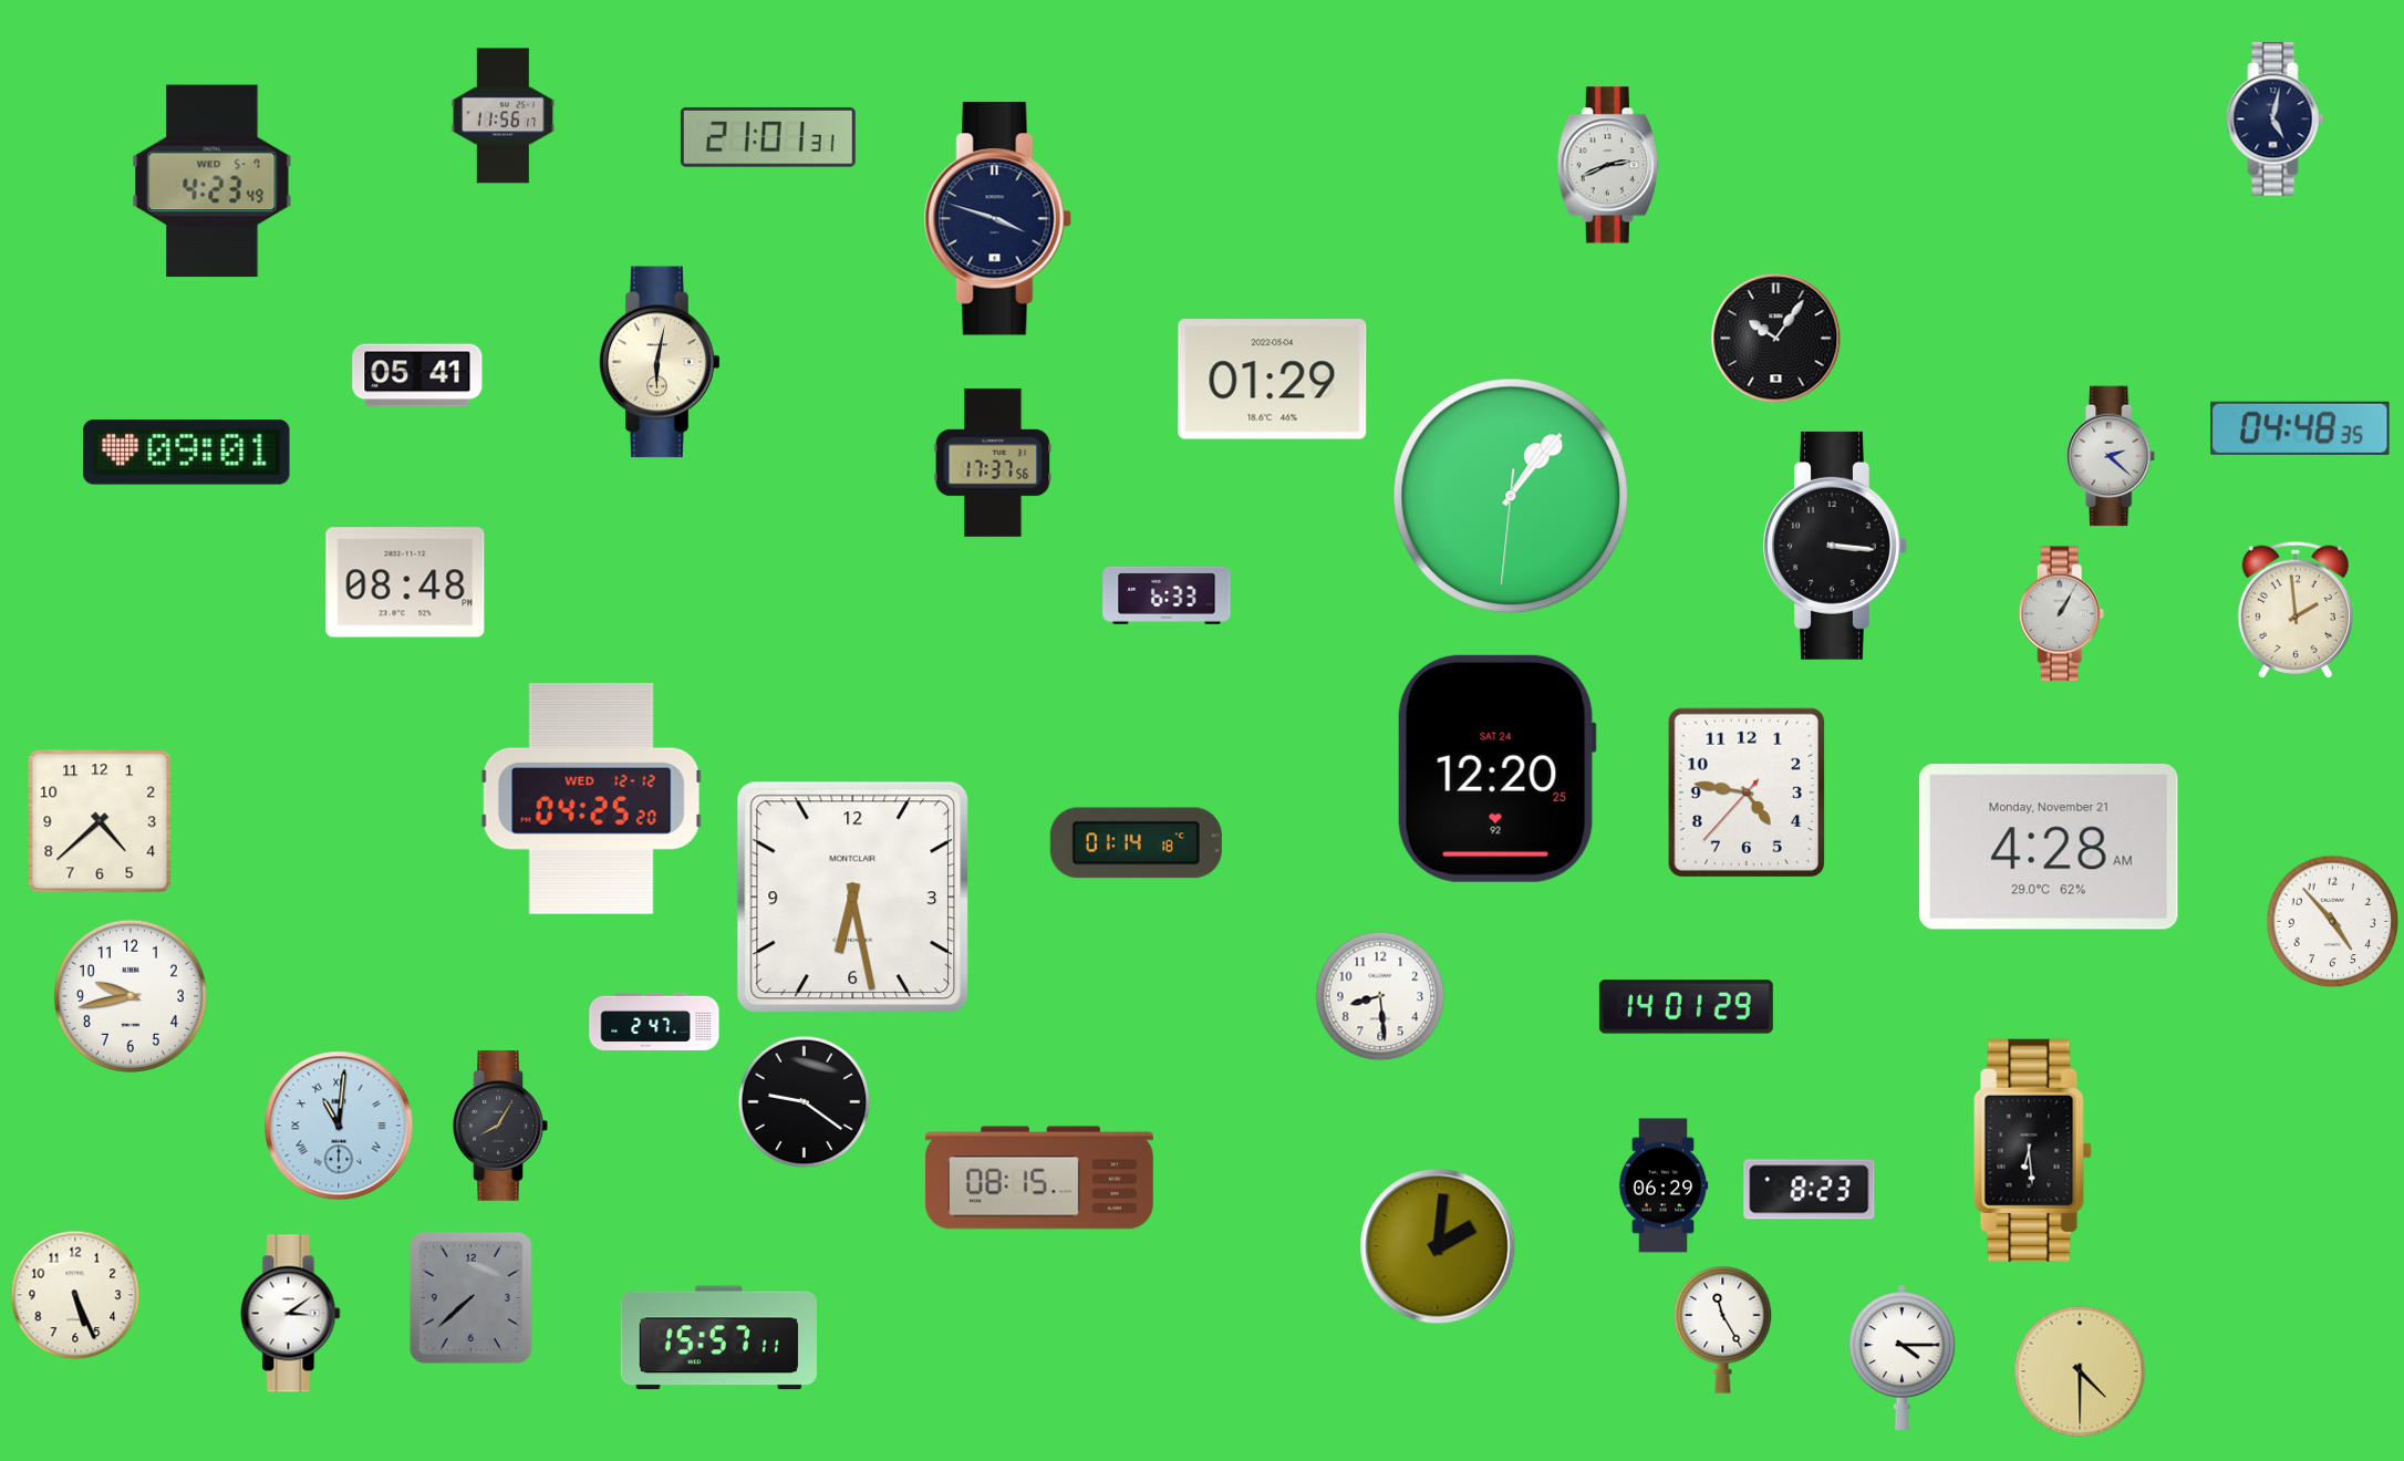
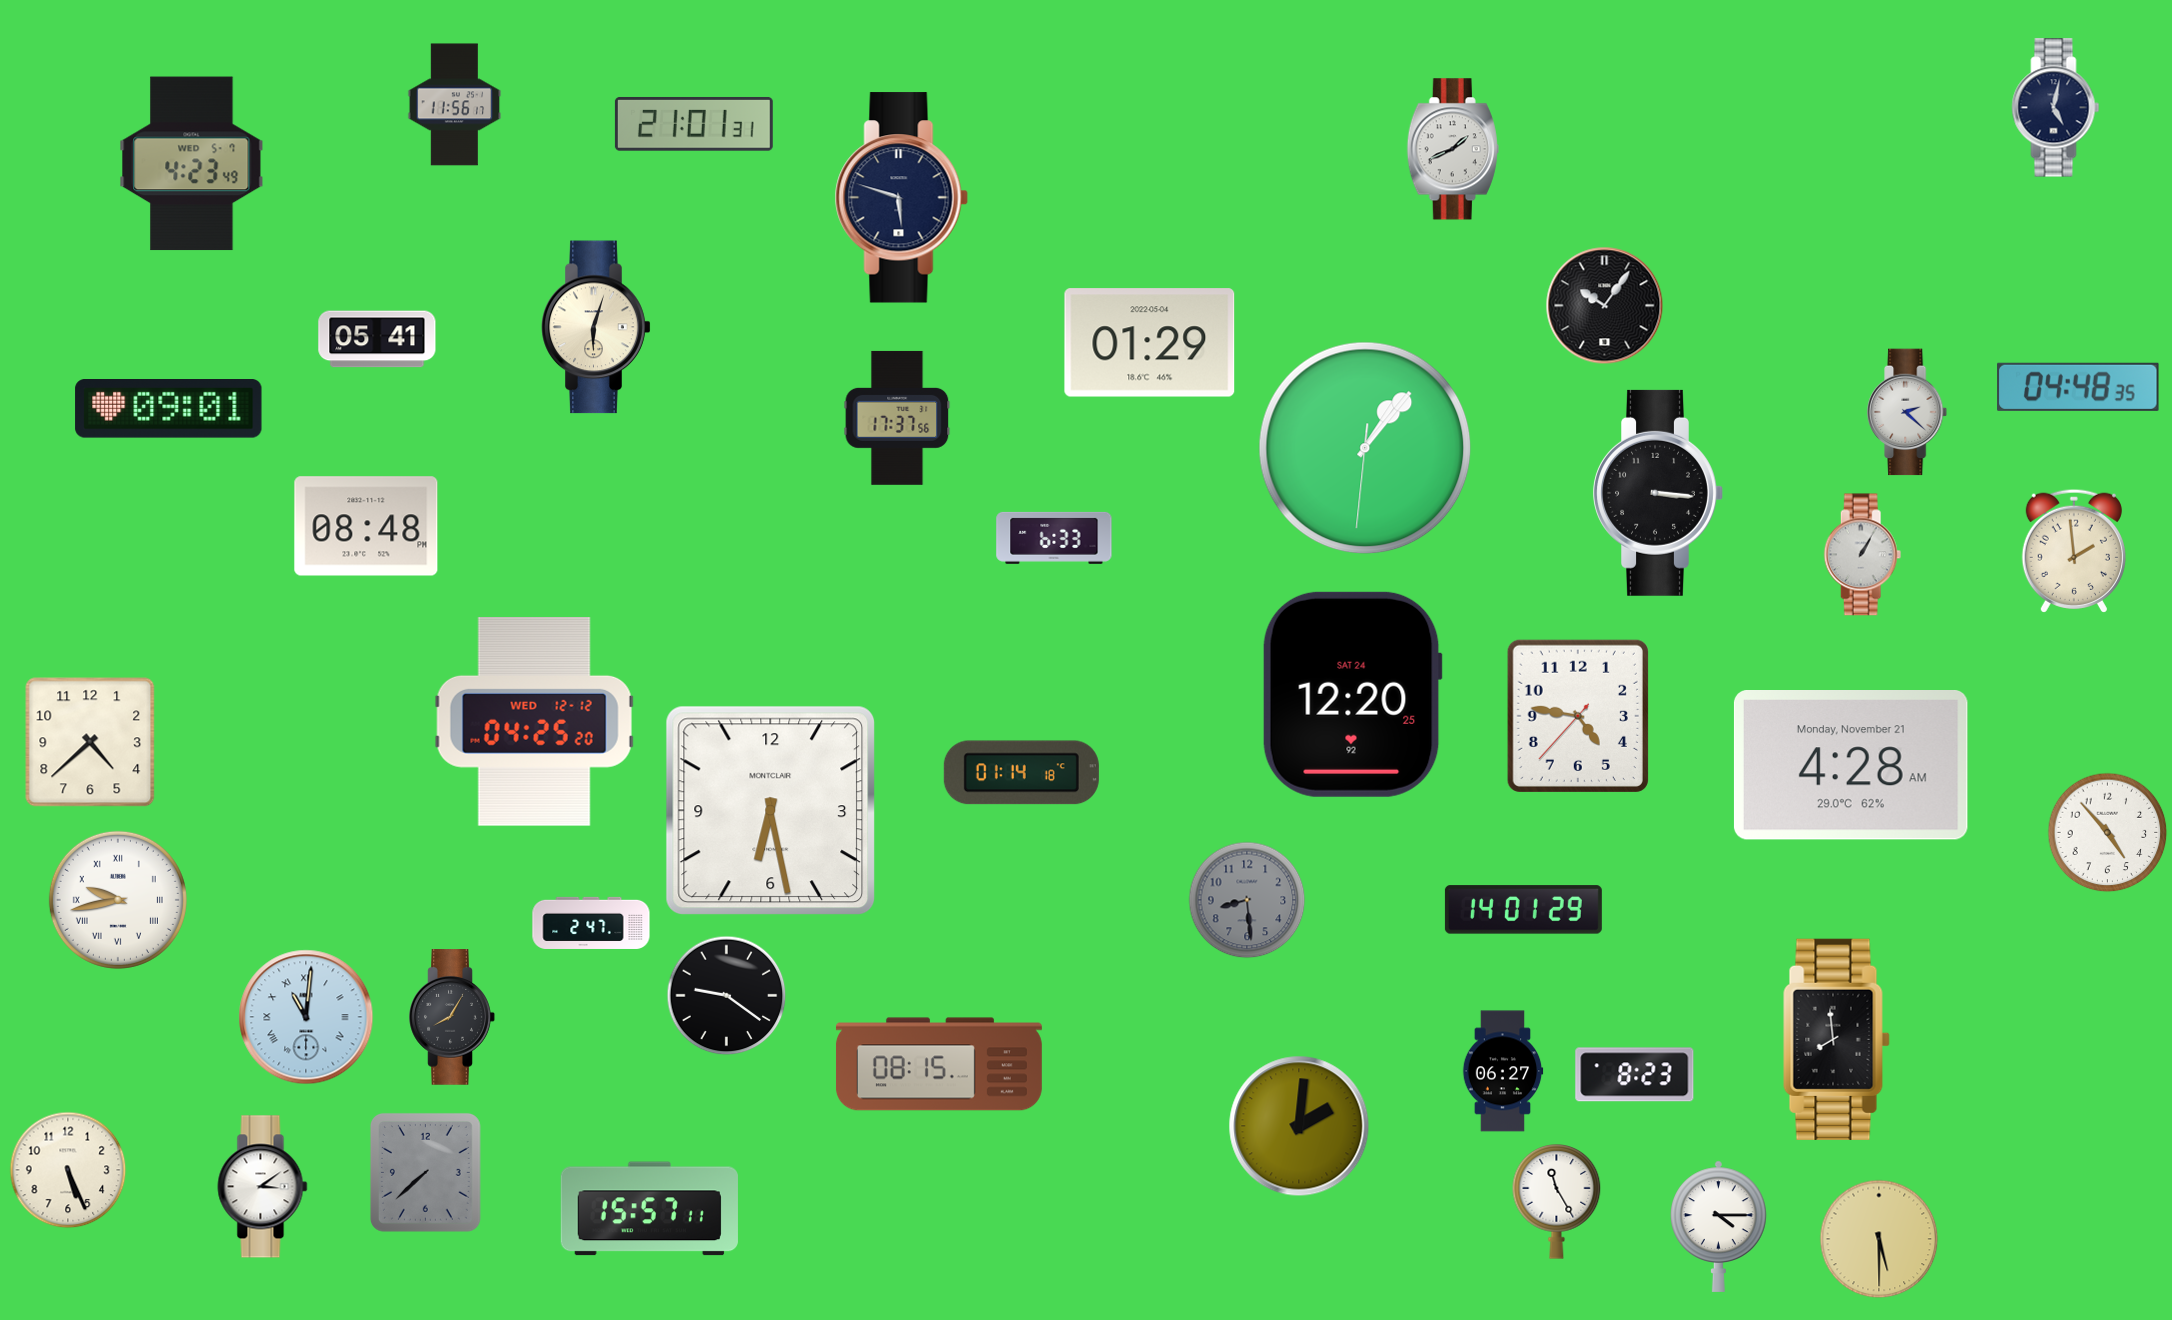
clock at (1608, 165): 2:41 -> 1:41
clock at (997, 219): 3:48 -> 5:48
clock at (660, 362): 6:02 -> 6:03
clock at (1136, 843) position: (1136, 843) -> (1021, 773)
clock at (131, 996) numerals: Arabic -> Roman
clock at (1380, 996) dial: white -> grey
clock at (2033, 1150): 6:29 -> 7:59
clock at (1664, 1185): 06:29 -> 06:27
clock at (2080, 1371): 4:30 -> 5:30
